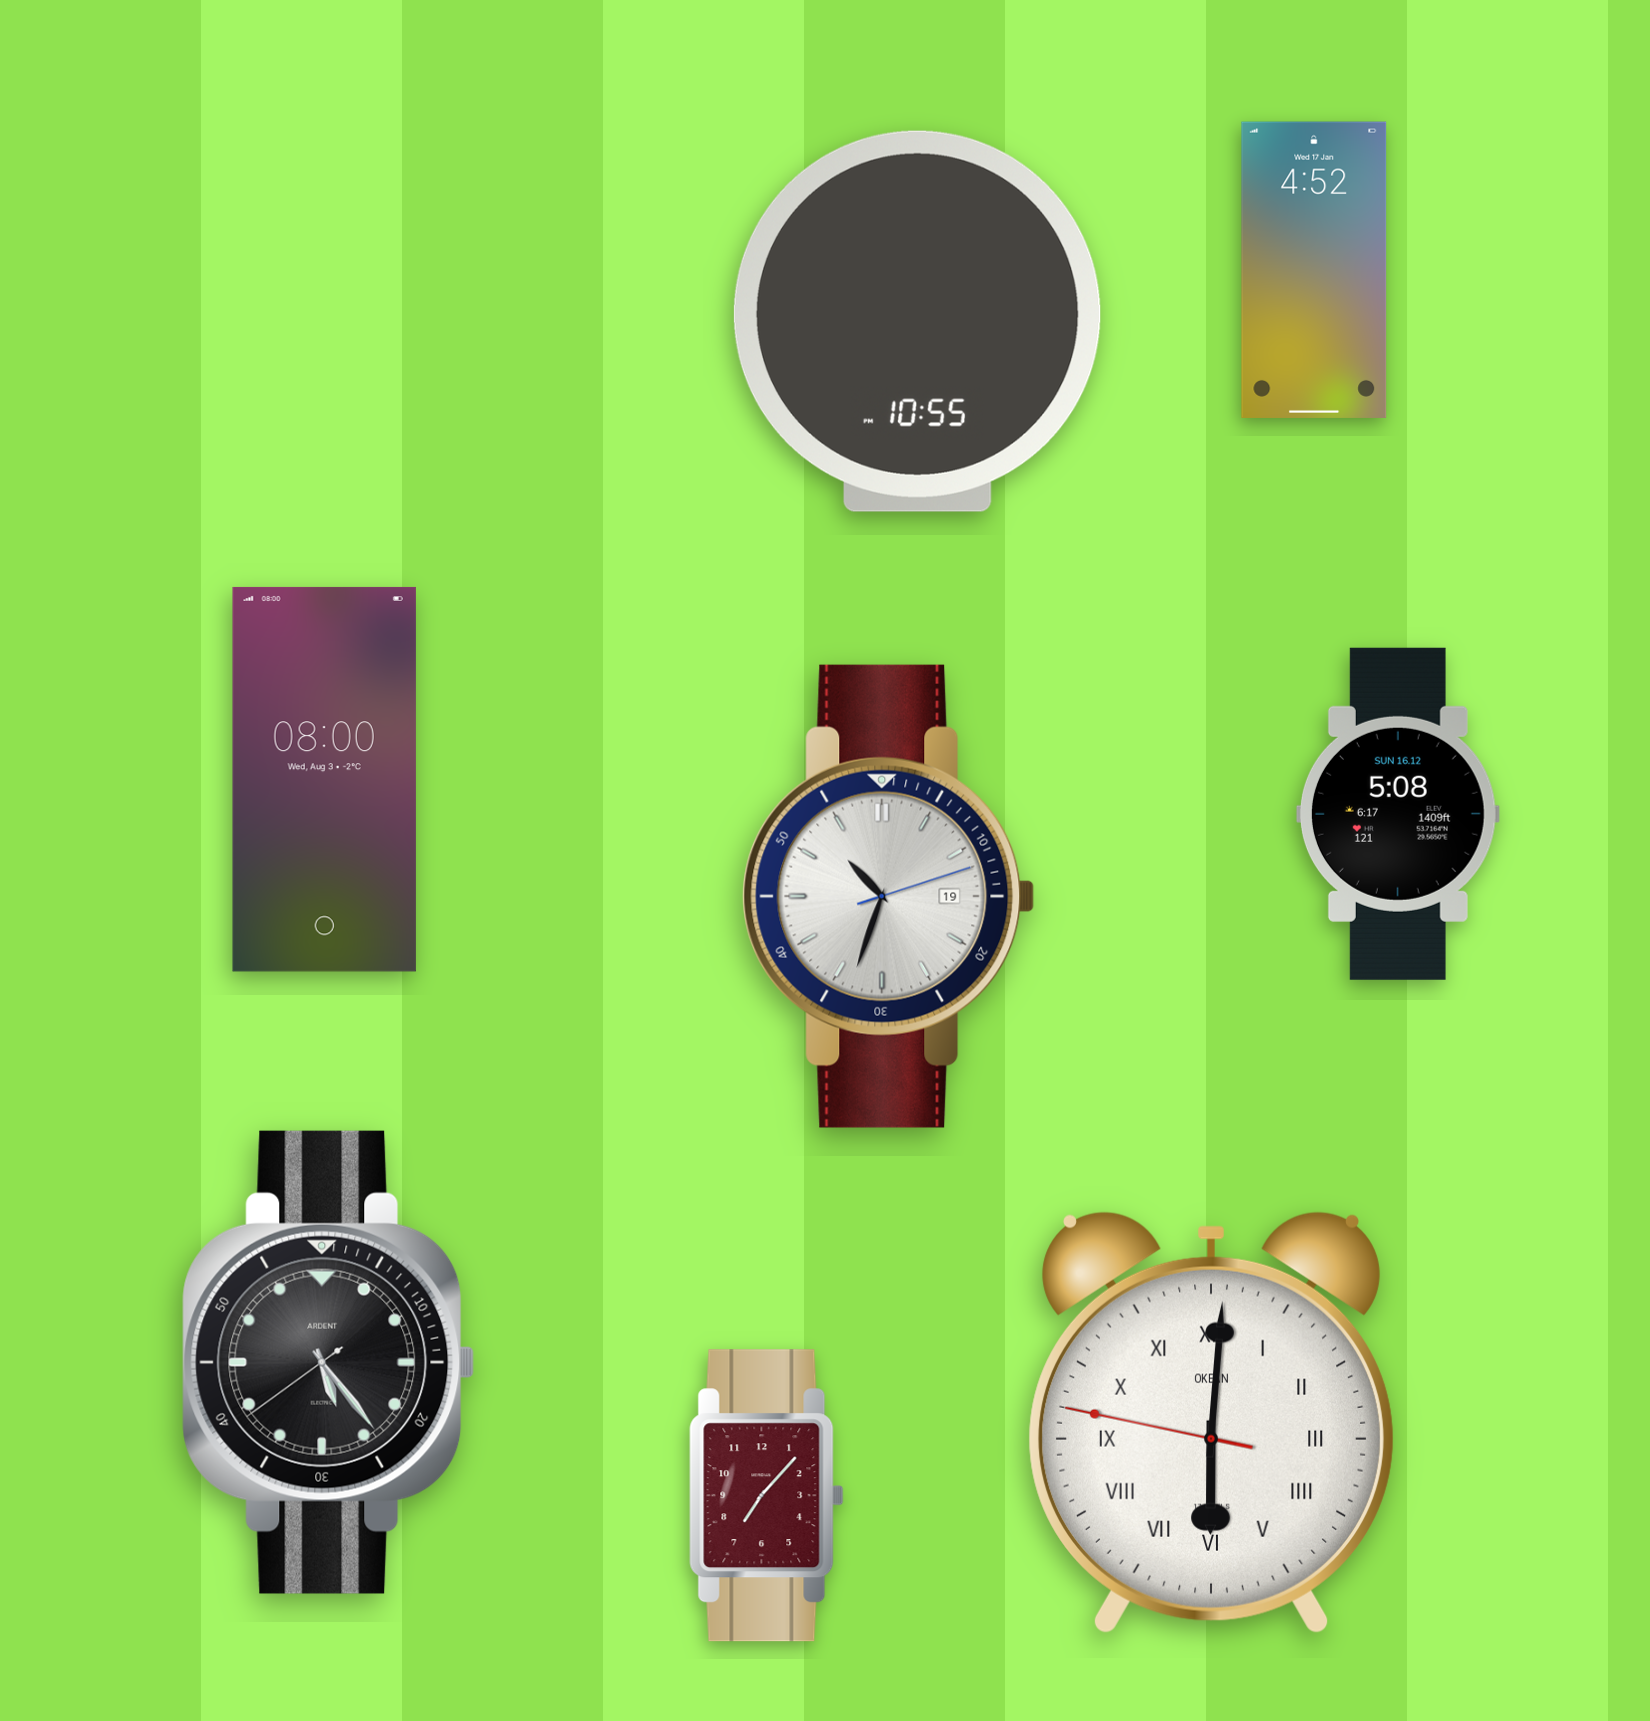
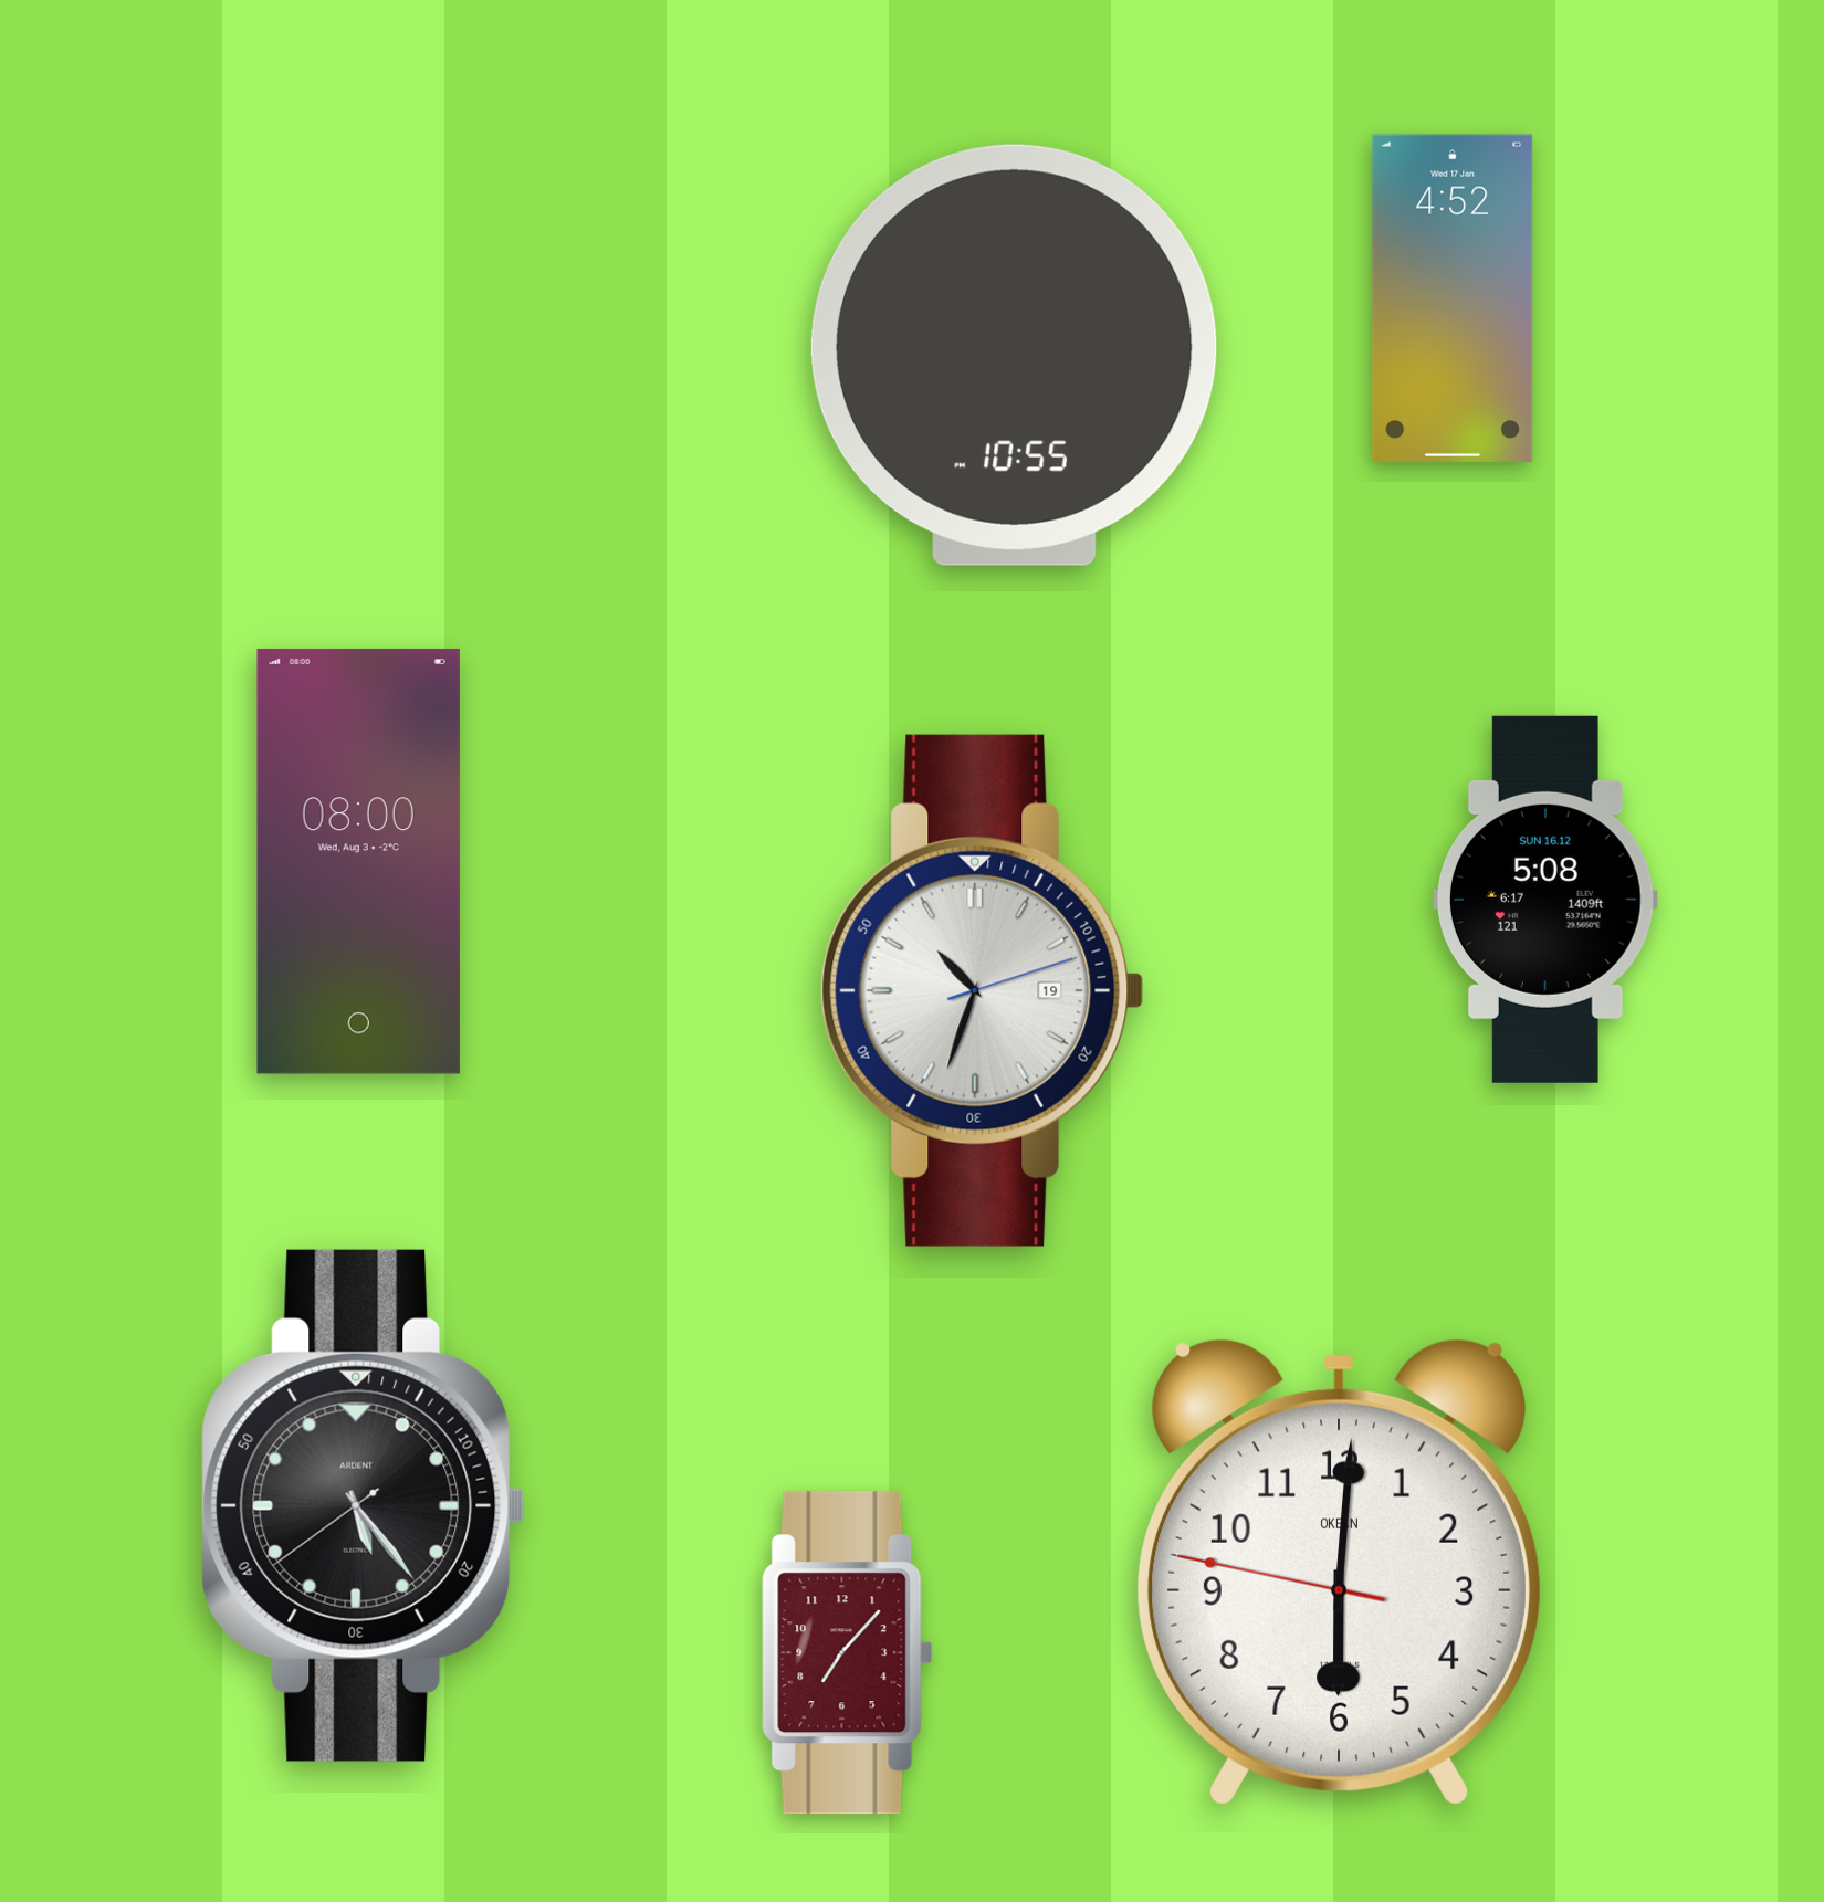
clock at (1211, 1422) numerals: Roman -> Arabic
